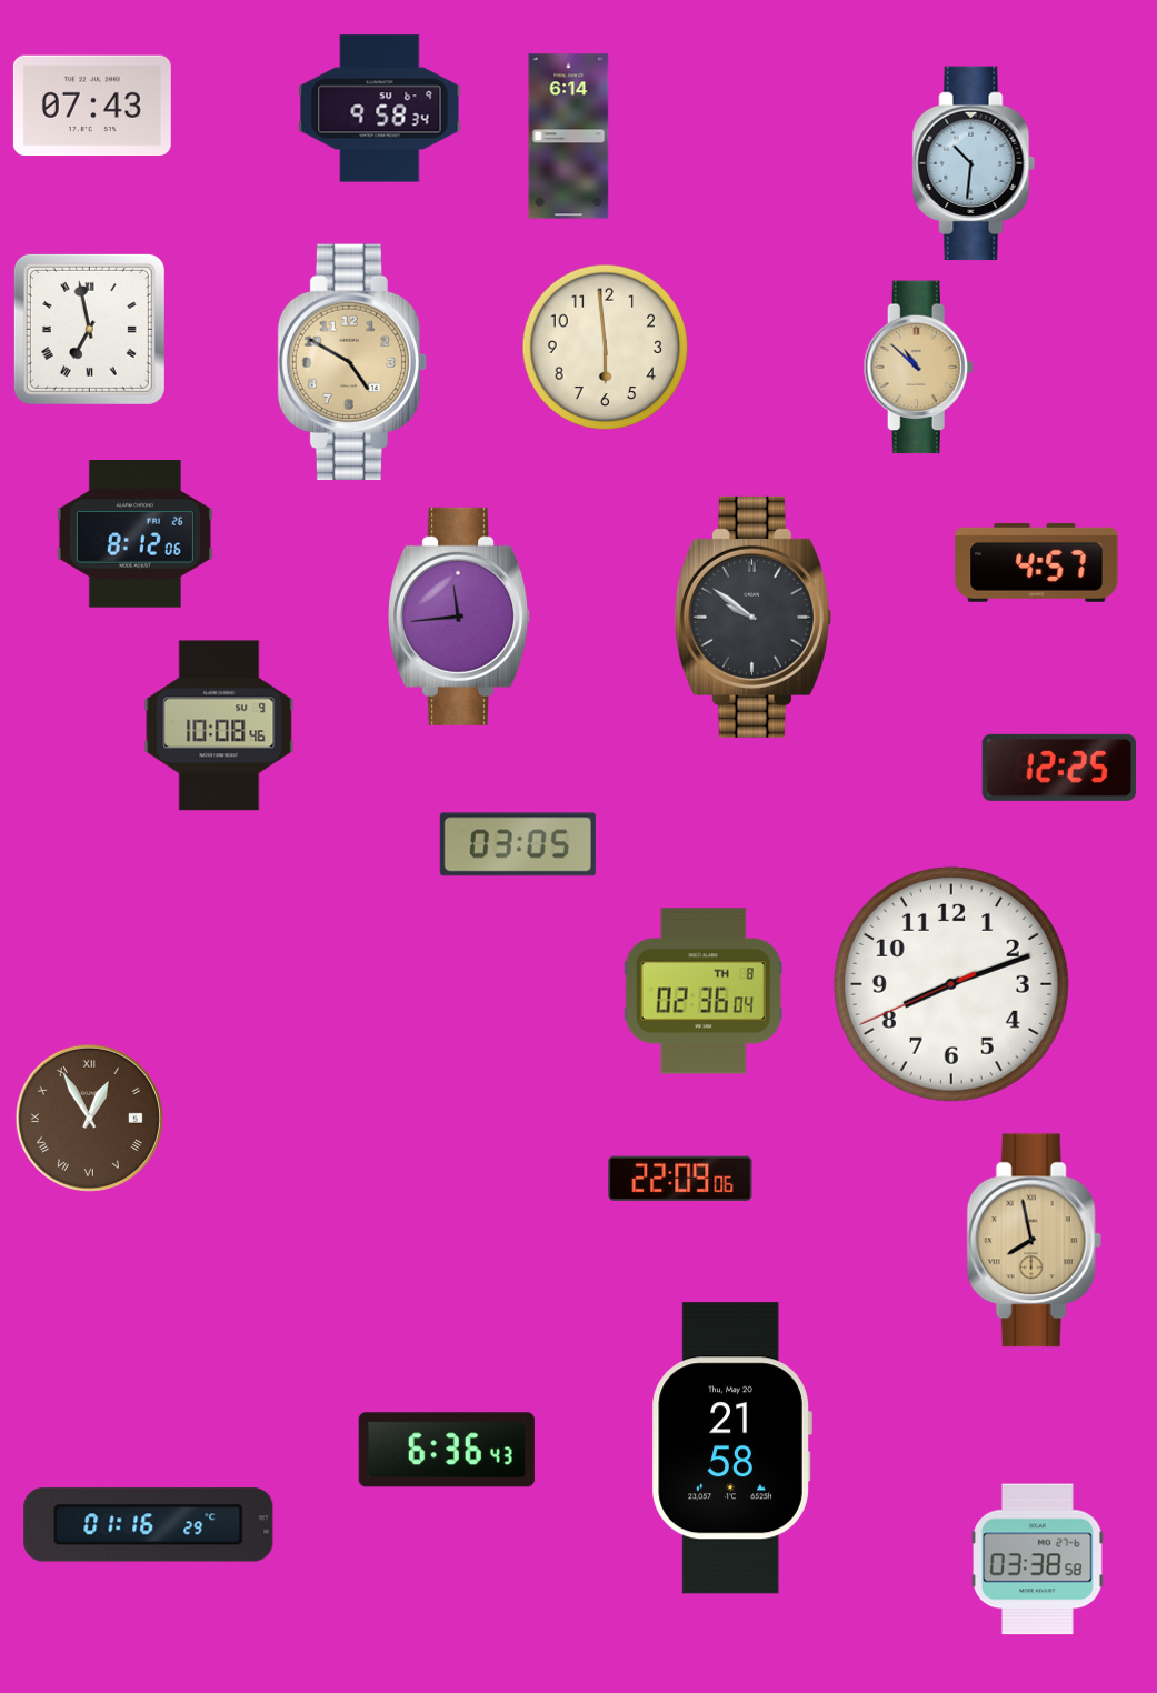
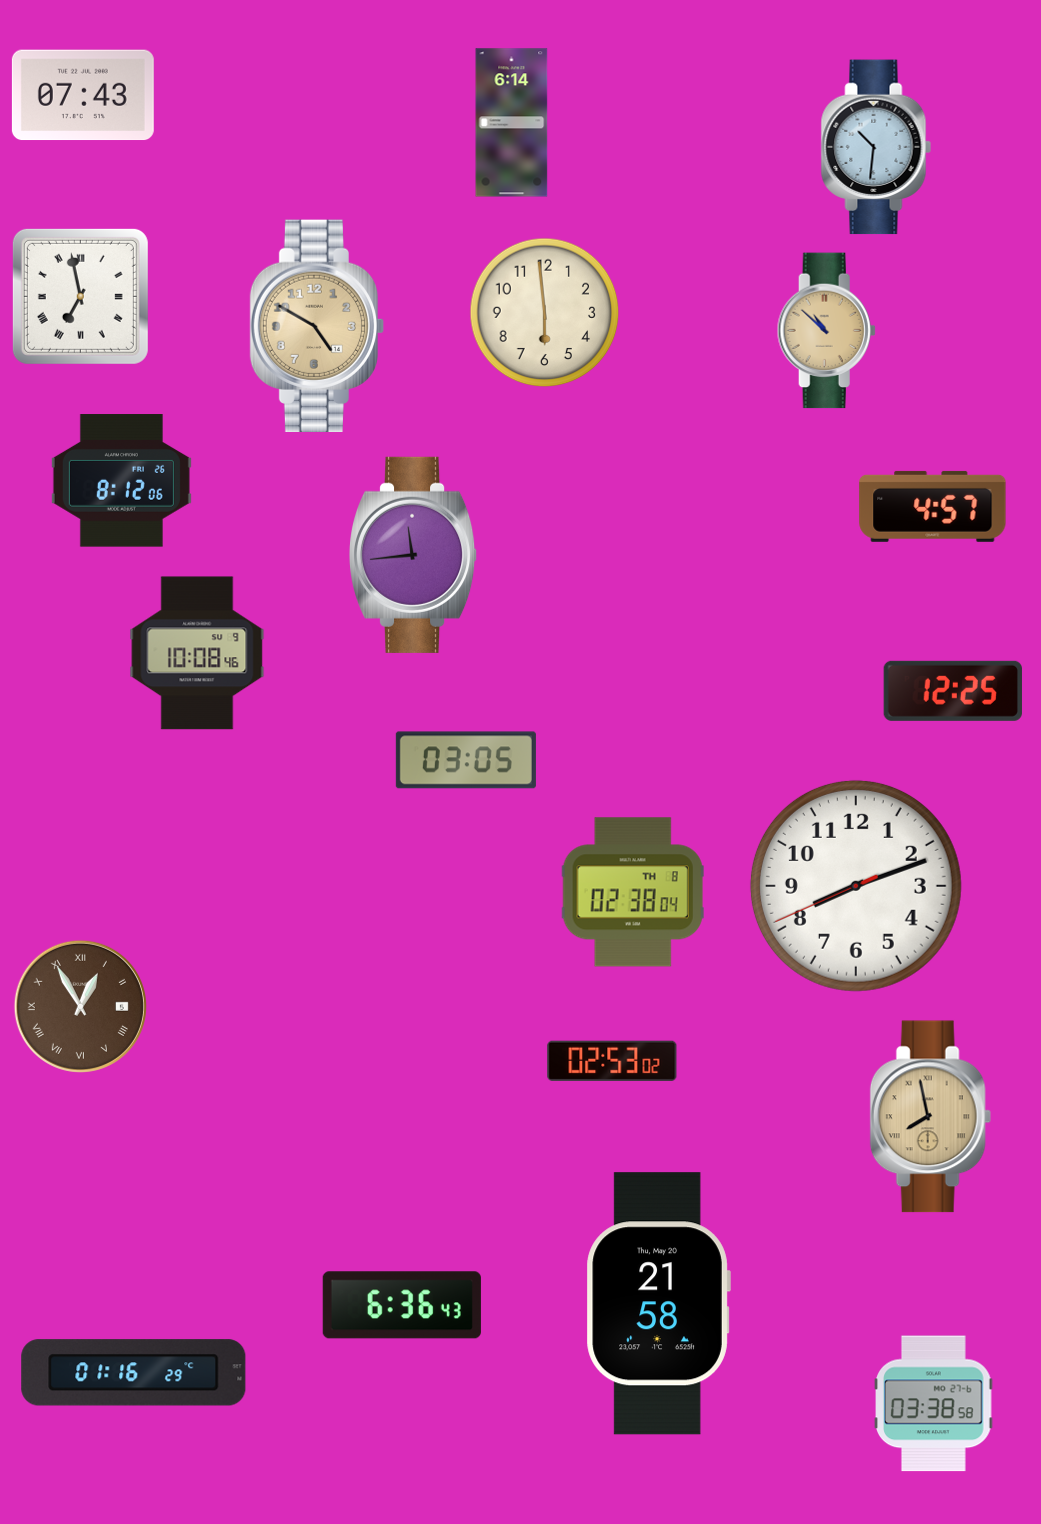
clock at (380, 109): 9:58 -> none
clock at (752, 617): 9:51 -> none
clock at (704, 991): 02:36 -> 02:38
clock at (680, 1179): 22:09 -> 02:53
